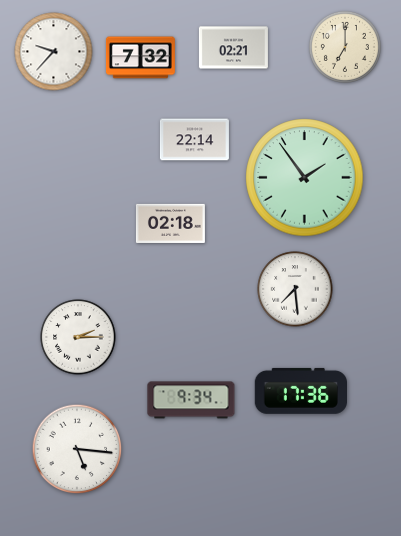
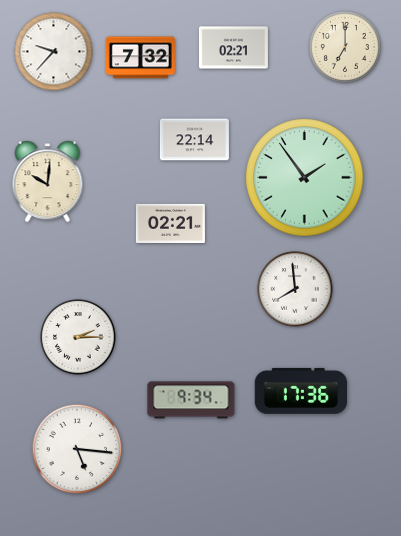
clock at (48, 182): none -> 10:01
clock at (170, 223): 02:18 -> 02:21
clock at (295, 289): 7:29 -> 7:59
